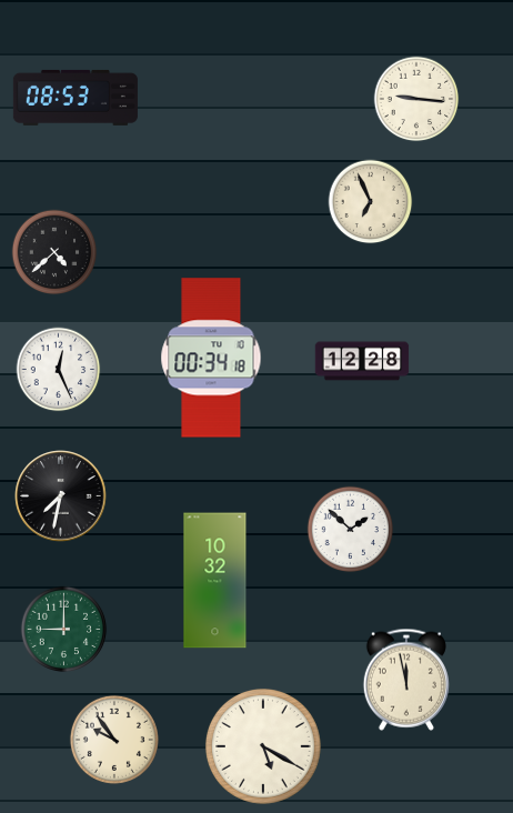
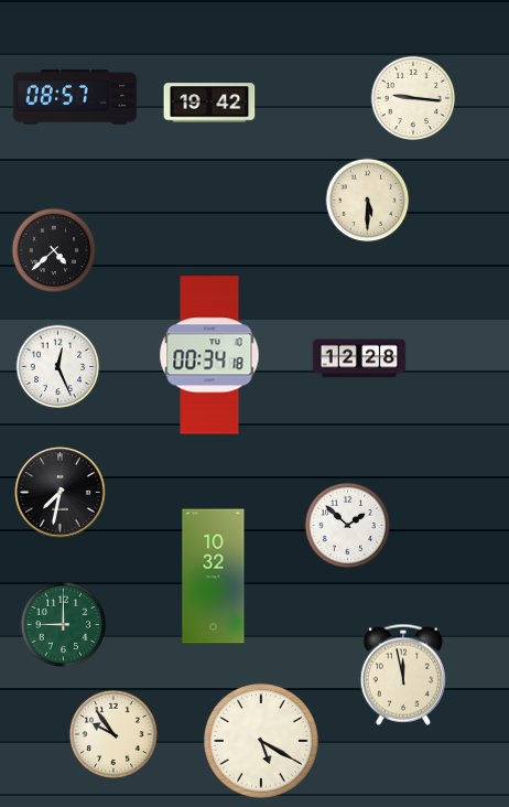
clock at (76, 98): 08:53 -> 08:57
clock at (209, 103): none -> 19:42
clock at (371, 202): 6:56 -> 5:30
